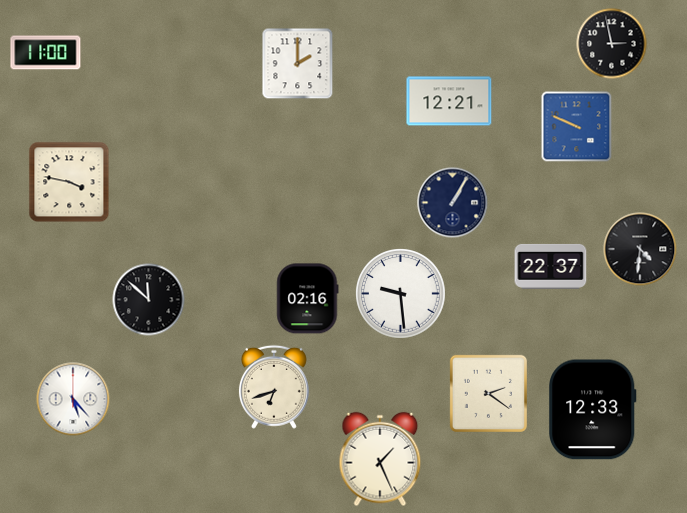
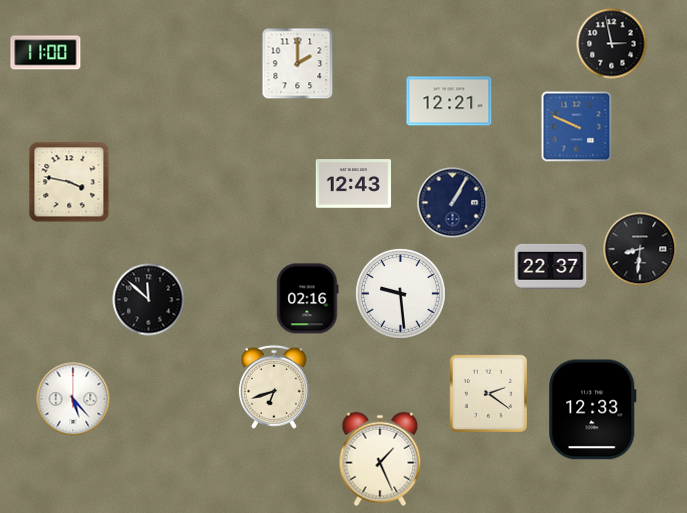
clock at (354, 184): none -> 12:43
clock at (640, 249): 4:31 -> 8:31
